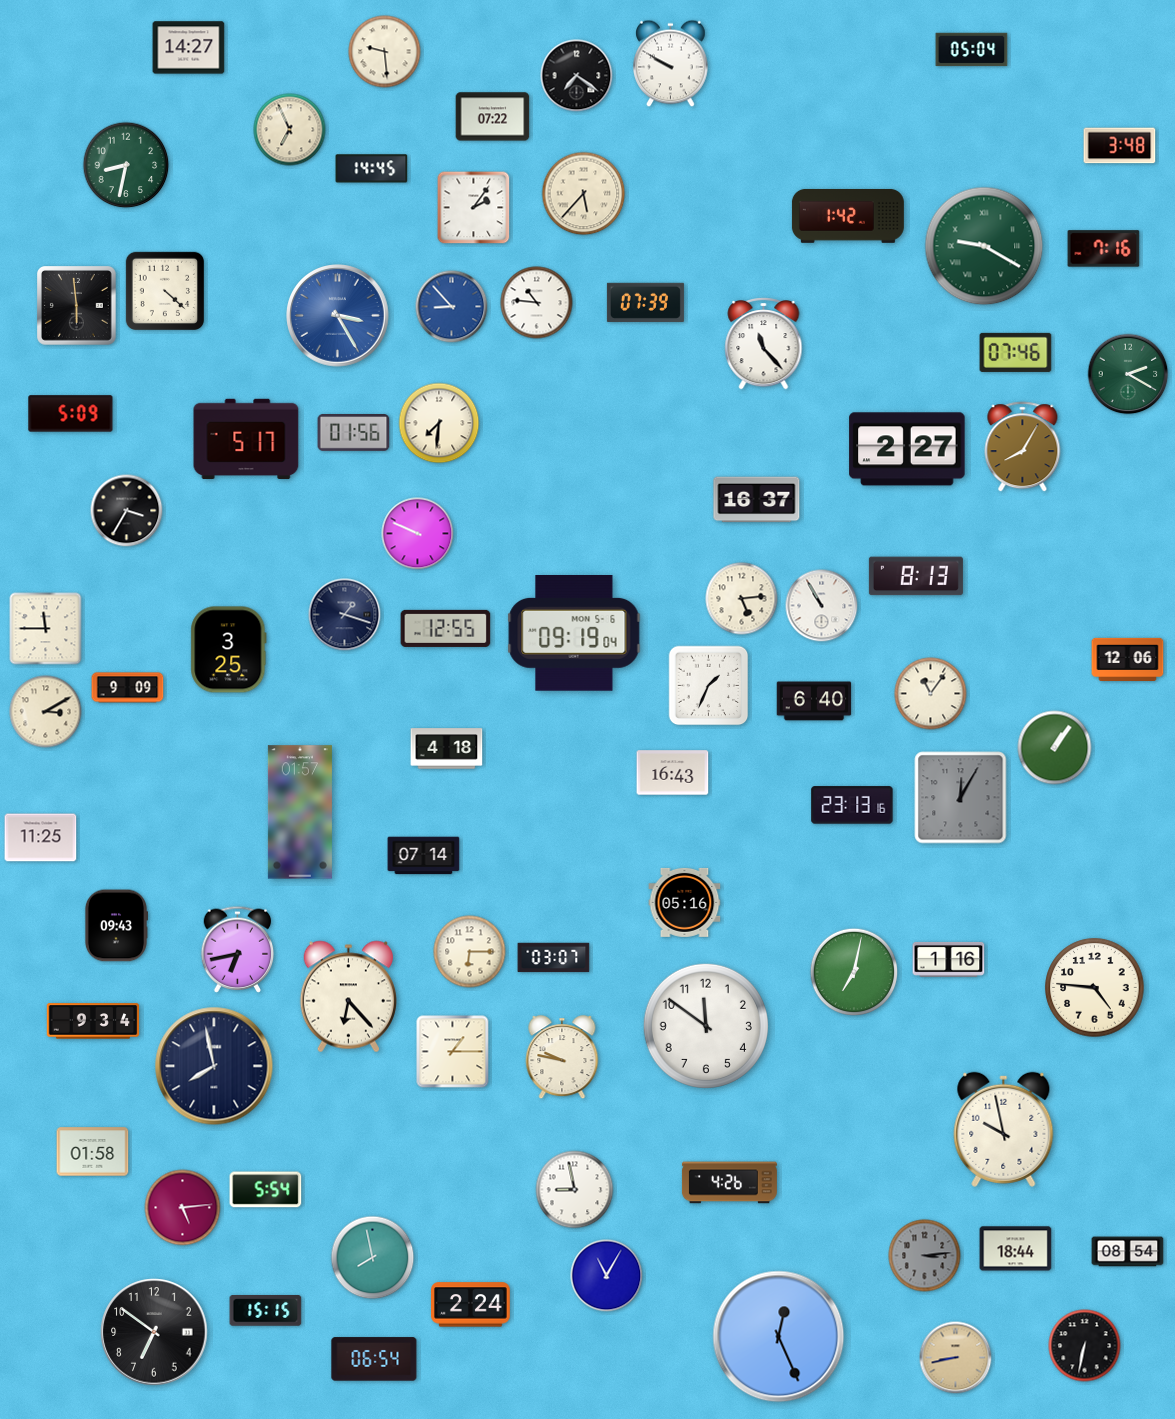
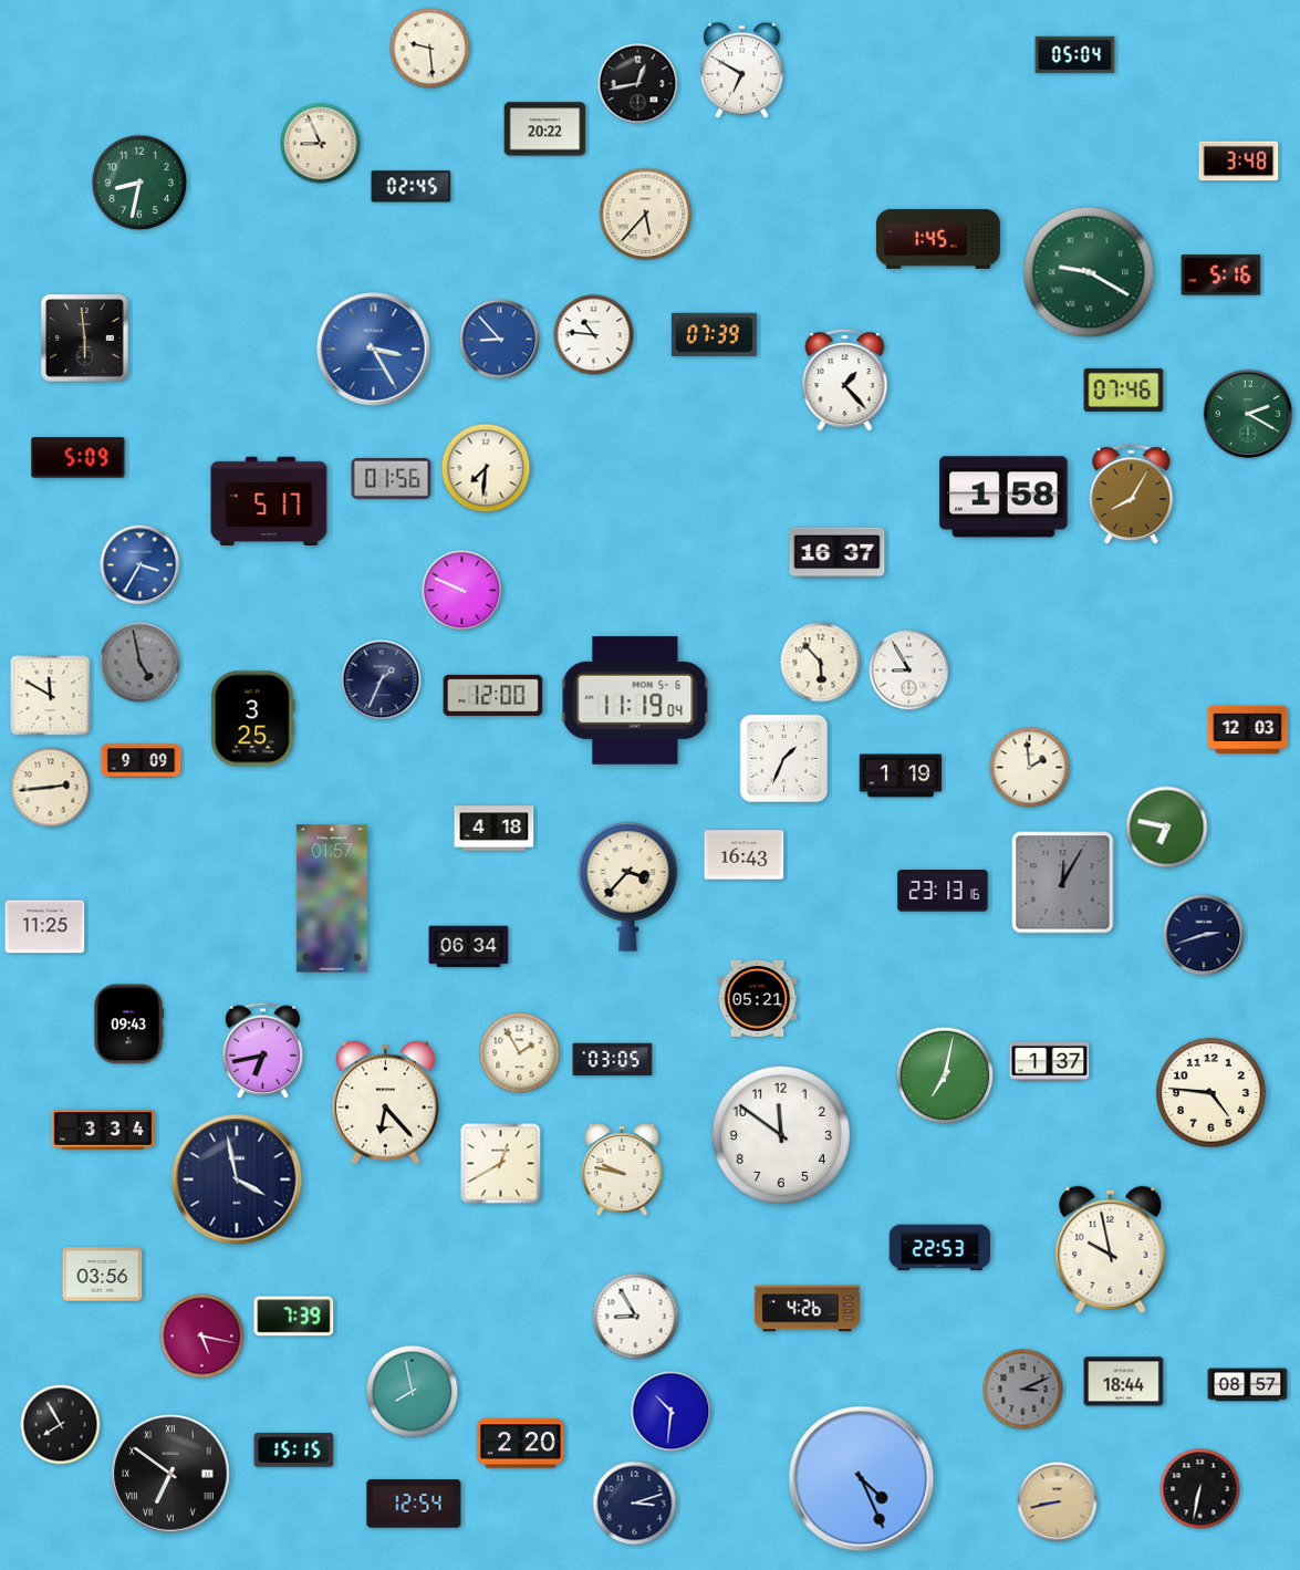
clock at (189, 48): 14:27 -> none
clock at (385, 52) position: (385, 52) -> (430, 49)
clock at (671, 64): 9:50 -> 6:50
clock at (577, 76): 7:21 -> 12:43
clock at (493, 117): 07:22 -> 20:22
clock at (290, 130): 6:56 -> 8:56
clock at (372, 169): 14:45 -> 02:45
clock at (474, 208): 2:06 -> none
clock at (848, 216): 1:42 -> 1:45
clock at (1104, 249): 7:16 -> 5:16
clock at (164, 290): 4:22 -> none
clock at (764, 344): 11:23 -> 1:23
clock at (246, 439) position: (246, 439) -> (269, 501)
clock at (907, 449): 2:27 -> 1:58
clock at (127, 511) dial: black -> blue
clock at (916, 576): 8:13 -> none
clock at (141, 663): none -> 4:58
clock at (742, 599): 5:14 -> 5:53
clock at (822, 606): 10:55 -> 8:55
clock at (345, 615): 1:18 -> 1:34
clock at (446, 628): 12:55 -> 12:00
clock at (46, 629): 11:45 -> 11:50
clock at (574, 634): 09:19 -> 11:19
clock at (1128, 659): 12:06 -> 12:03
clock at (931, 694): 11:06 -> 1:59
clock at (814, 701): 6:40 -> 1:19
clock at (46, 712): 3:10 -> 2:44
clock at (1055, 748): 1:06 -> 6:47
clock at (628, 886): none -> 3:37
clock at (1204, 935): none -> 2:42
clock at (424, 856): 07:14 -> 06:34
clock at (685, 902): 05:16 -> 05:21
clock at (470, 952): 6:15 -> 1:55
clock at (554, 958): 03:07 -> 03:05
clock at (949, 959): 1:16 -> 1:37
clock at (93, 1021): 9:34 -> 3:34
clock at (453, 1052): 1:15 -> 12:40
clock at (214, 1066): 7:58 -> 3:58
clock at (940, 1248): none -> 22:53
clock at (93, 1152): 01:58 -> 03:56
clock at (266, 1190): 5:54 -> 7:39
clock at (575, 1190): 8:58 -> 8:55
clock at (183, 1208): 5:14 -> 5:17
clock at (1128, 1252): 08:54 -> 08:57
clock at (925, 1256): 3:14 -> 3:11
clock at (607, 1276): 11:05 -> 10:31
clock at (61, 1425): none -> 7:55
clock at (471, 1305): 2:24 -> 2:20
clock at (154, 1332) numerals: Arabic -> Roman
clock at (779, 1337): 12:26 -> 4:26
clock at (374, 1359): 06:54 -> 12:54
clock at (635, 1504): none -> 3:12
